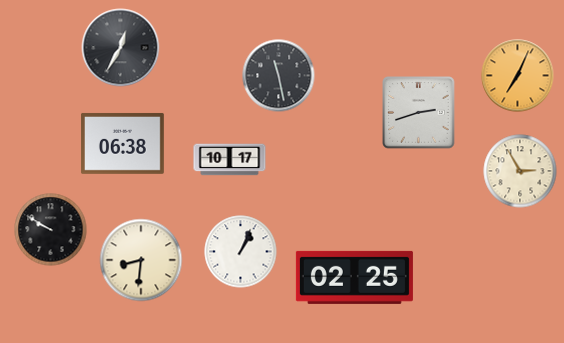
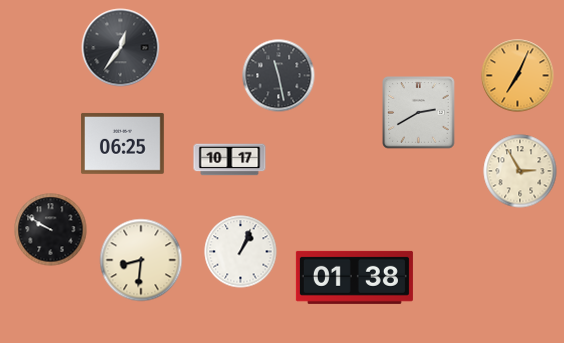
clock at (121, 48): 12:35 -> 12:36
clock at (419, 113): 2:42 -> 2:40
clock at (123, 143): 06:38 -> 06:25
clock at (354, 277): 02:25 -> 01:38
